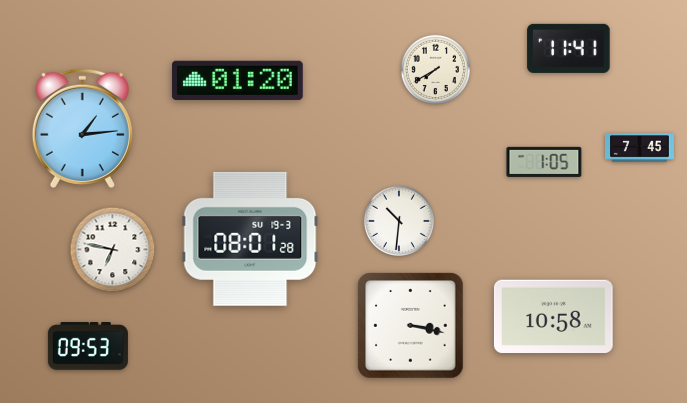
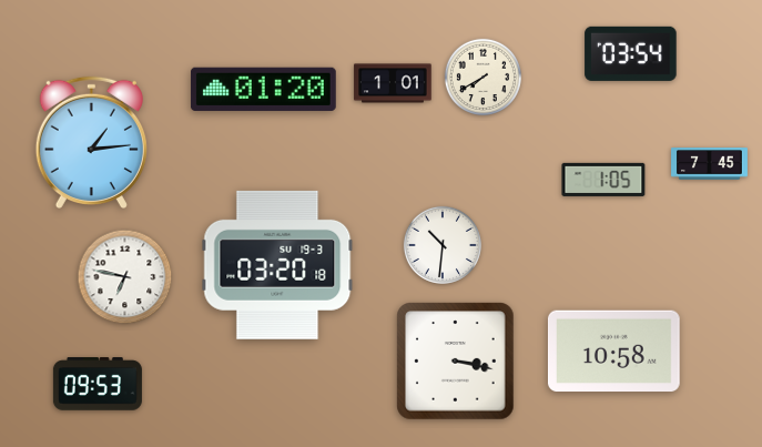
clock at (569, 48): 11:41 -> 03:54
clock at (393, 83): none -> 1:01
clock at (250, 239): 08:01 -> 03:20
